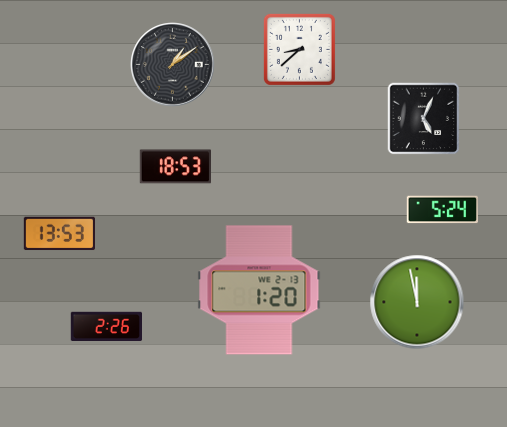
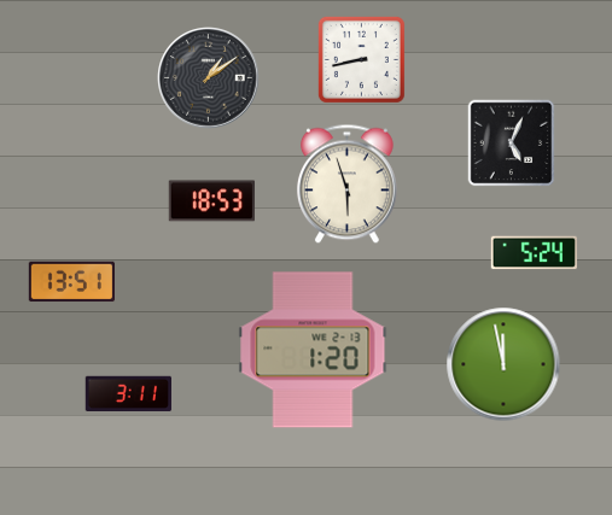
clock at (299, 49): 8:38 -> 8:43
clock at (346, 185): none -> 5:57
clock at (59, 234): 13:53 -> 13:51
clock at (106, 326): 2:26 -> 3:11
